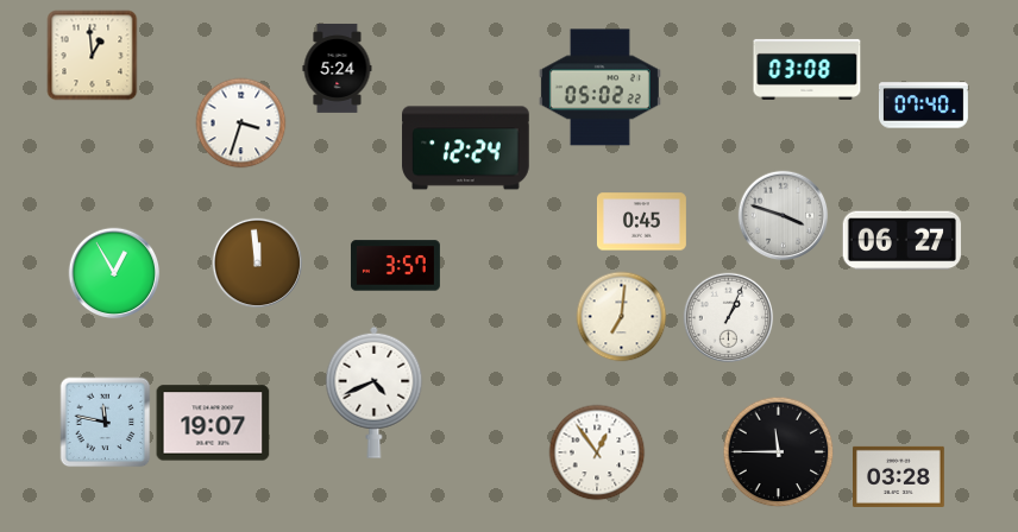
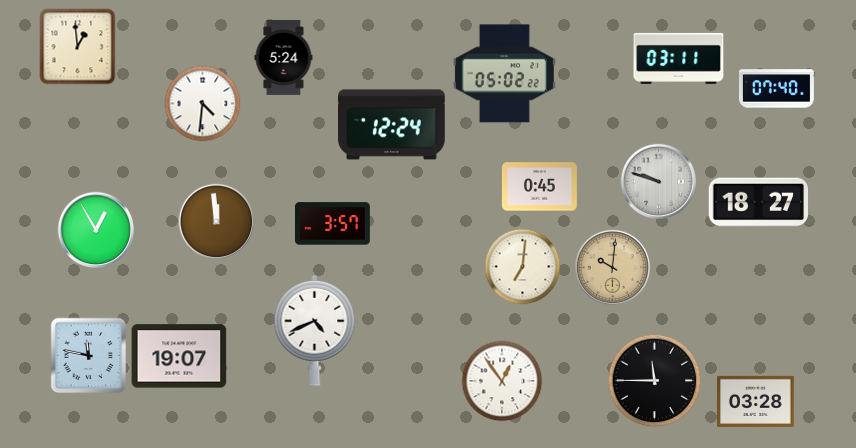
clock at (808, 69): 03:08 -> 03:11
clock at (241, 123): 3:33 -> 4:31
clock at (784, 216): 3:48 -> 9:48
clock at (903, 241): 06:27 -> 18:27
clock at (729, 318): 1:04 -> 10:01
clock at (729, 318) dial: white -> champagne
